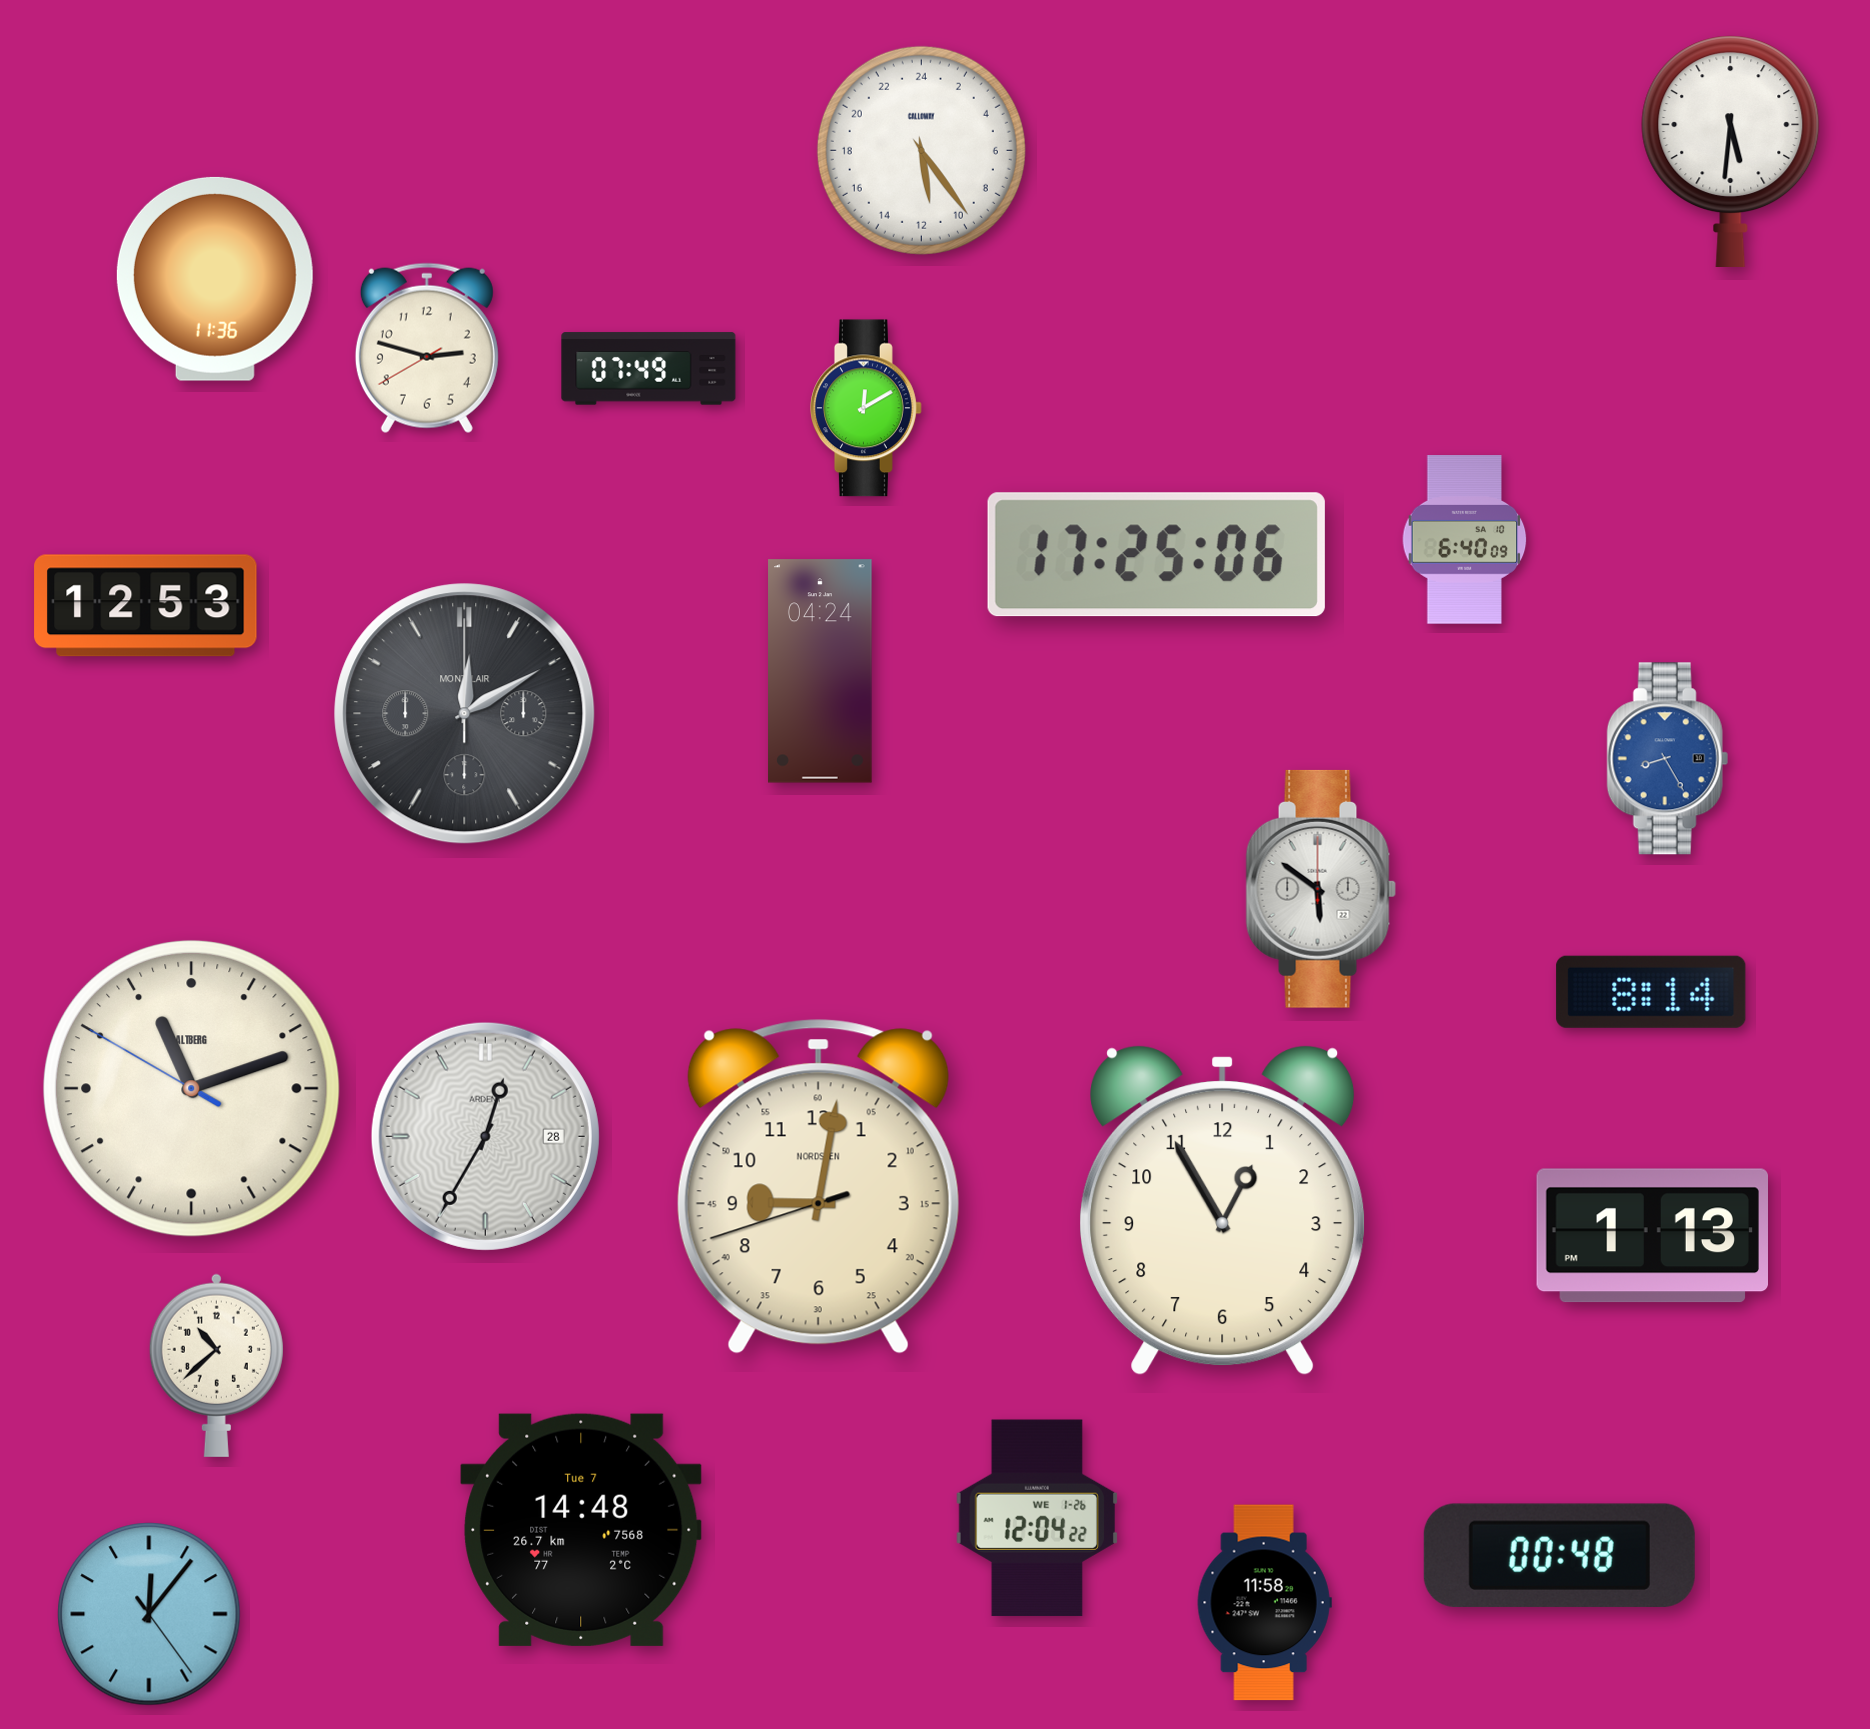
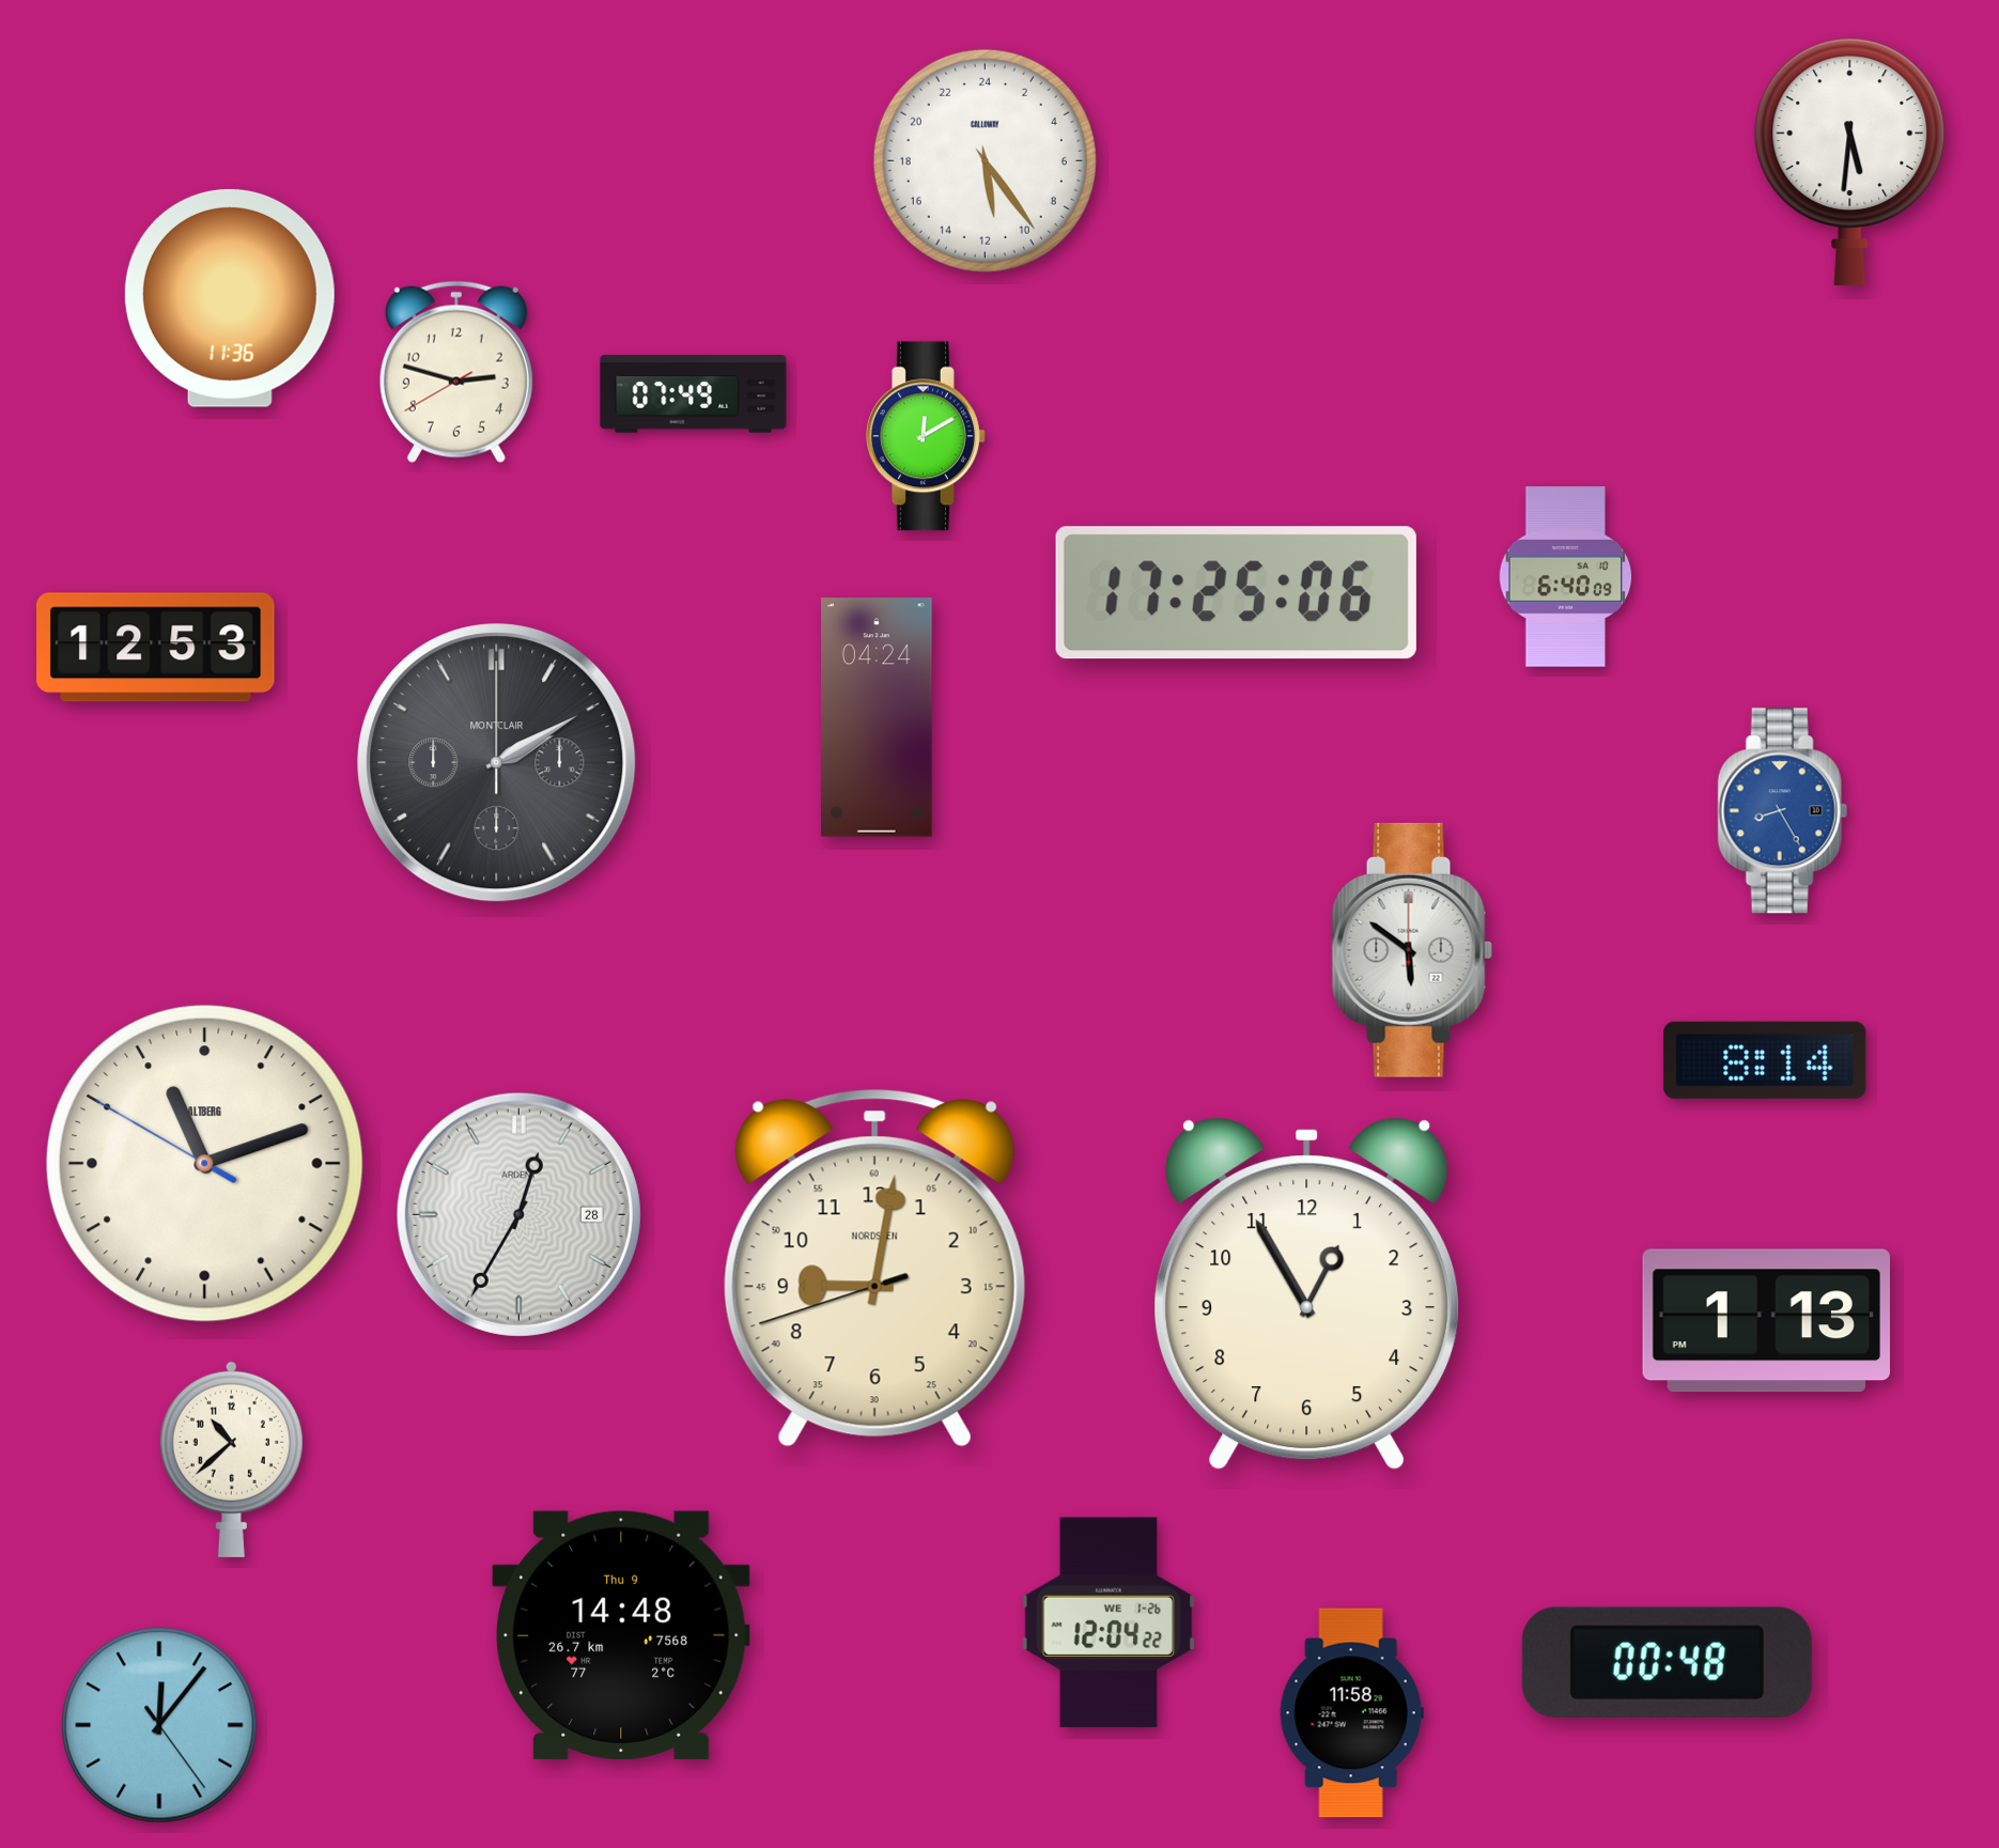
clock at (465, 714): 12:10 -> 2:10
clock at (581, 1530) date: Tue 7 -> Thu 9
